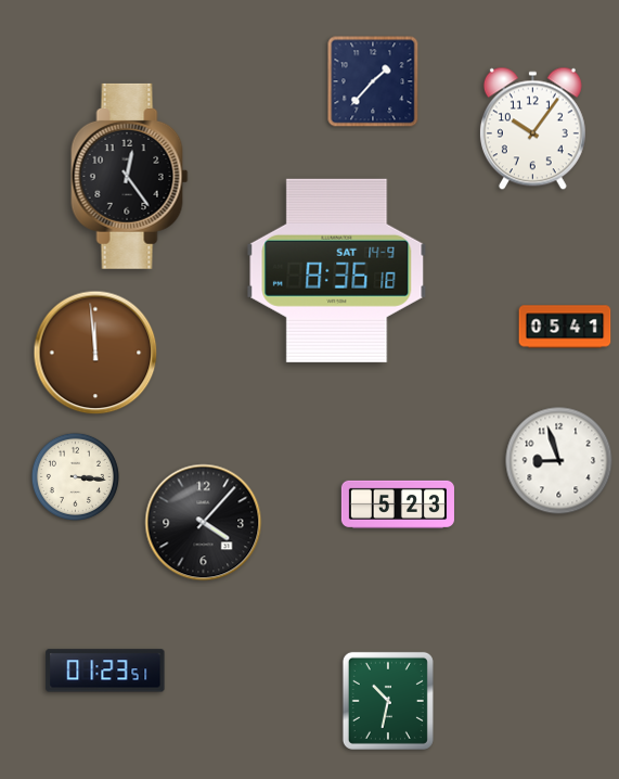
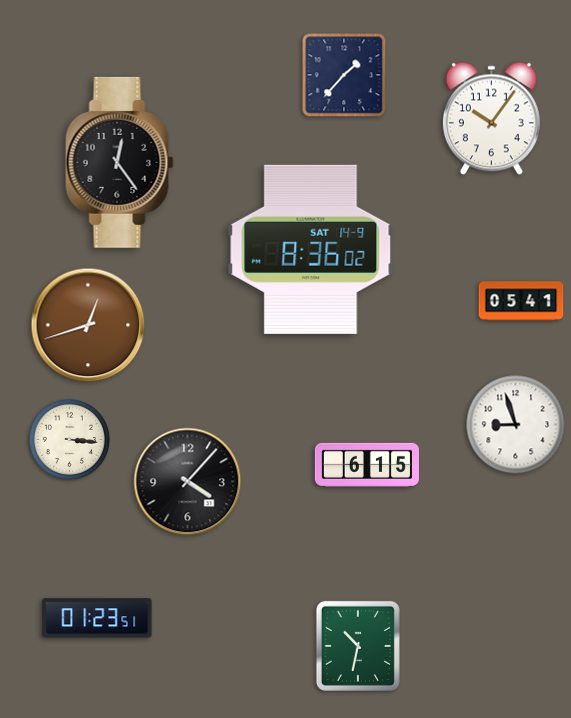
clock at (337, 270): 8:36:18 -> 8:36:02
clock at (95, 353): 11:59 -> 12:42
clock at (398, 505): 5:23 -> 6:15
